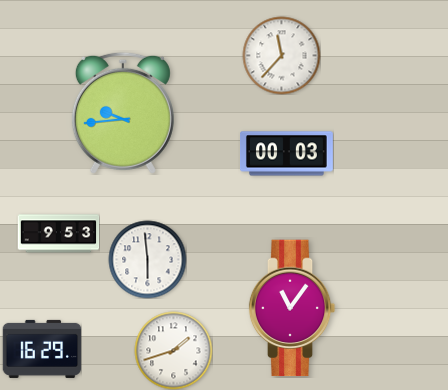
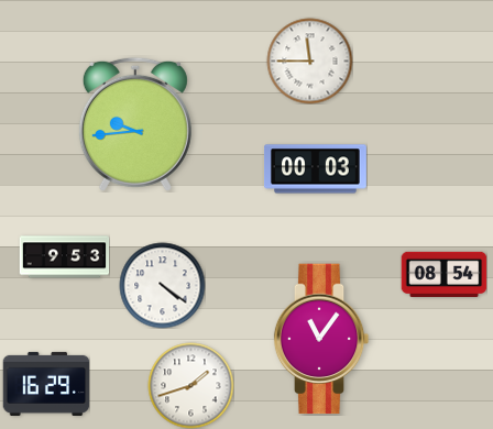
clock at (281, 55): 11:37 -> 11:45
clock at (443, 274): none -> 08:54
clock at (147, 259): 5:59 -> 4:21
